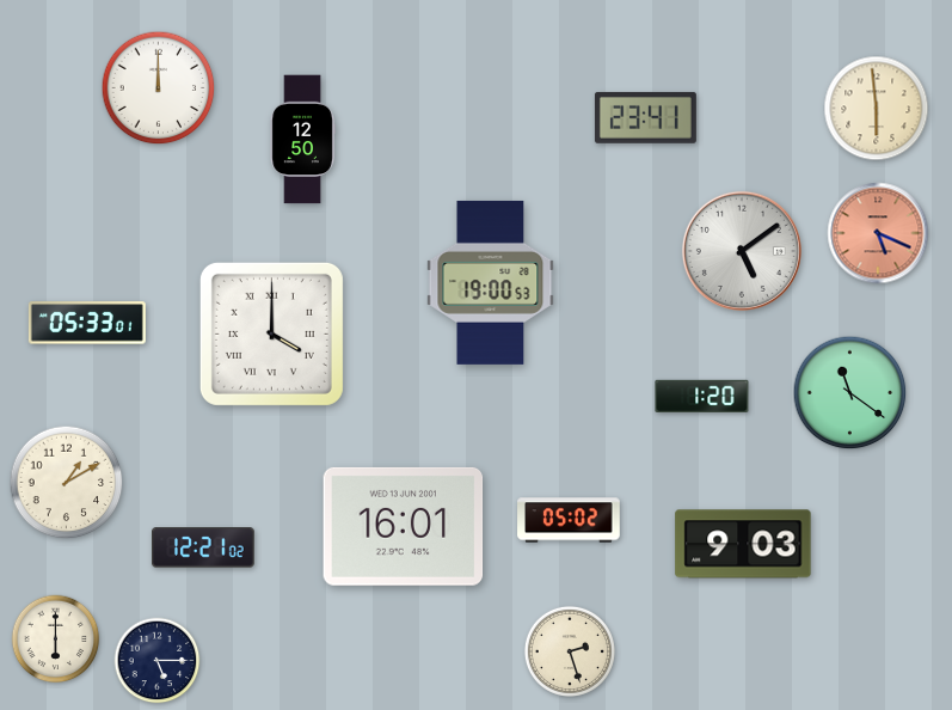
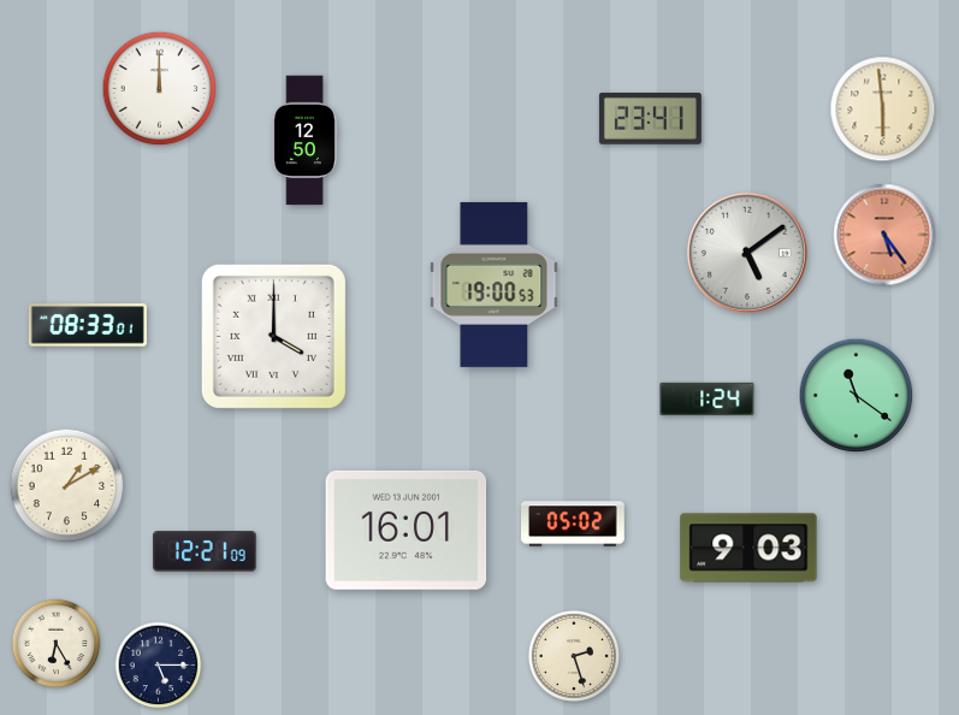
clock at (878, 233): 5:19 -> 5:24
clock at (87, 323): 05:33 -> 08:33
clock at (702, 396): 1:20 -> 1:24
clock at (204, 547): 12:21:02 -> 12:21:09
clock at (56, 639): 6:00 -> 6:25
